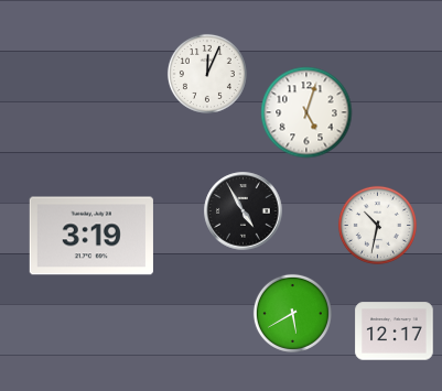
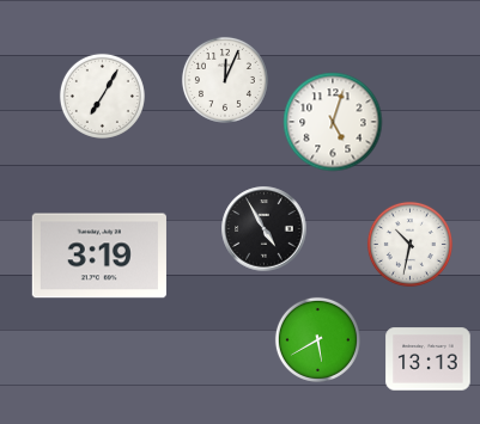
clock at (102, 96): none -> 7:05
clock at (395, 332): 12:17 -> 13:13
